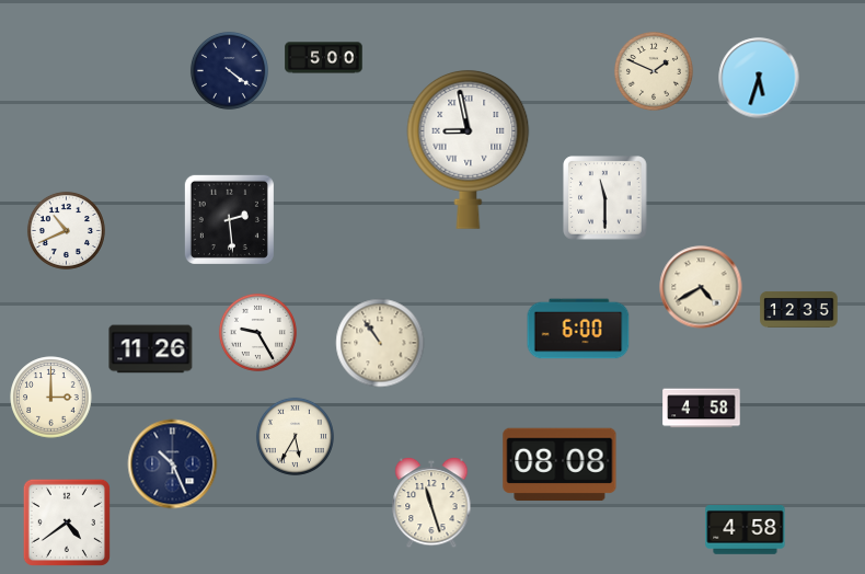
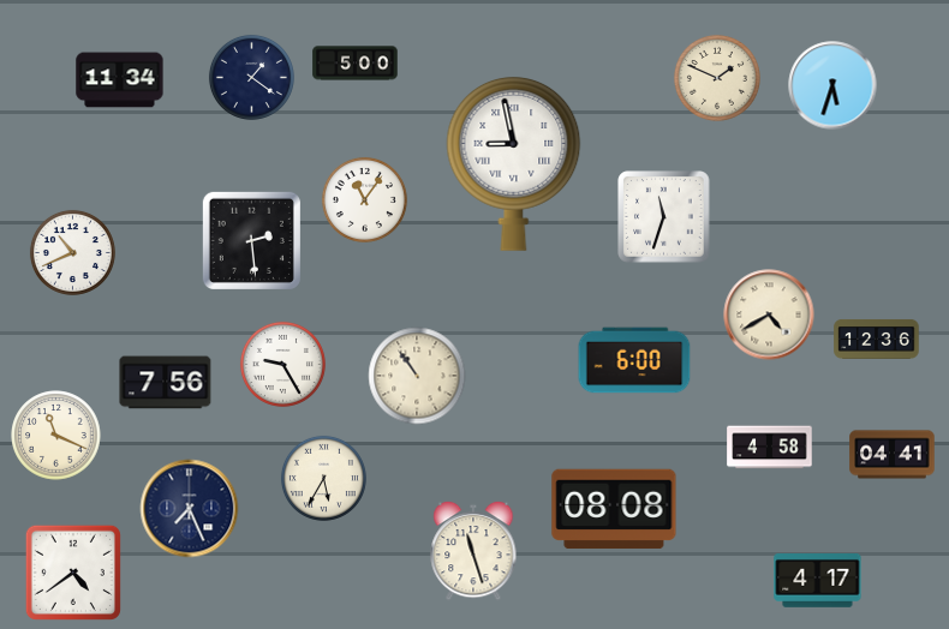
clock at (229, 70): 4:21 -> 1:21
clock at (120, 80): none -> 11:34
clock at (364, 199): none -> 11:06
clock at (605, 198): 11:30 -> 11:33
clock at (799, 309): 12:35 -> 12:36
clock at (151, 349): 11:26 -> 7:56
clock at (51, 398): 3:00 -> 11:19
clock at (893, 455): none -> 04:41
clock at (173, 464): 10:26 -> 7:26
clock at (746, 530): 4:58 -> 4:17
